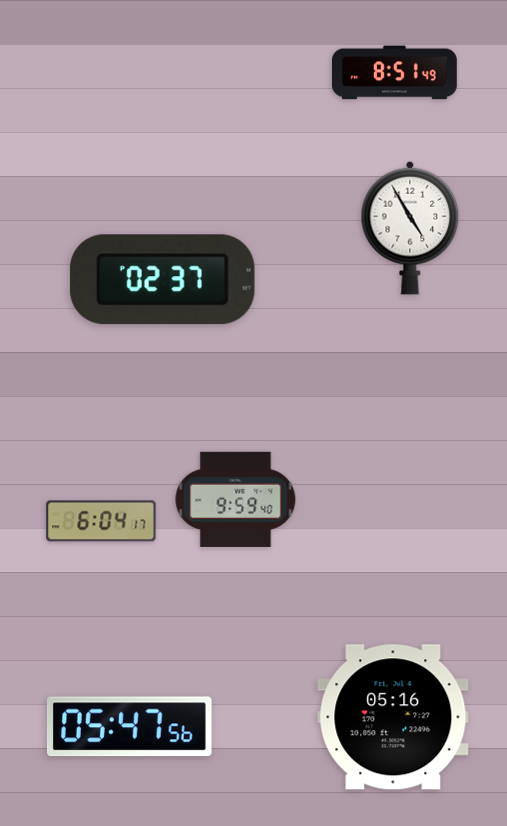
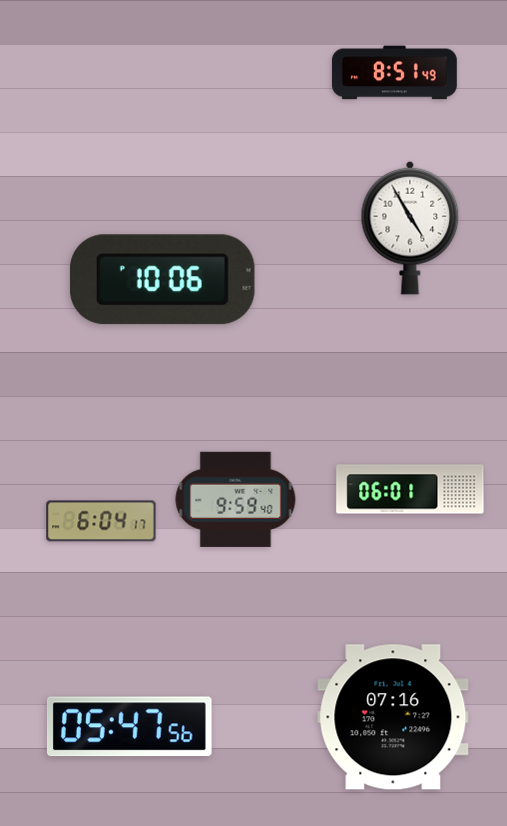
clock at (162, 280): 02:37 -> 10:06
clock at (410, 489): none -> 06:01
clock at (393, 717): 05:16 -> 07:16
